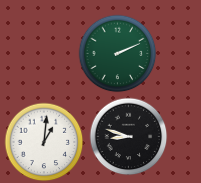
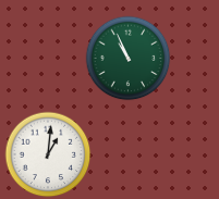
clock at (117, 53): 2:11 -> 10:56
clock at (128, 136): 8:48 -> none
